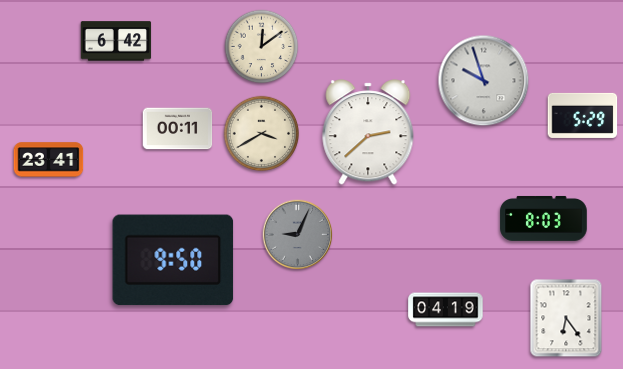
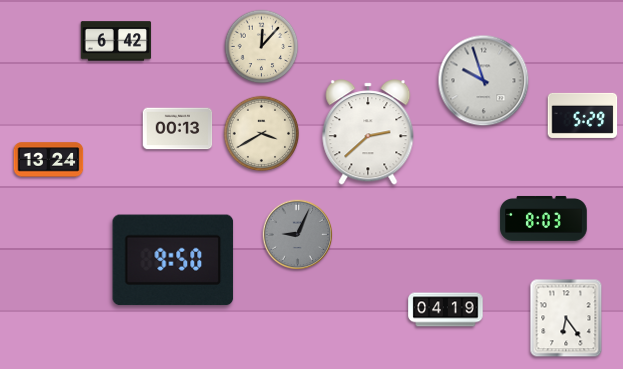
clock at (262, 47): 12:09 -> 12:07
clock at (178, 129): 00:11 -> 00:13
clock at (49, 160): 23:41 -> 13:24
